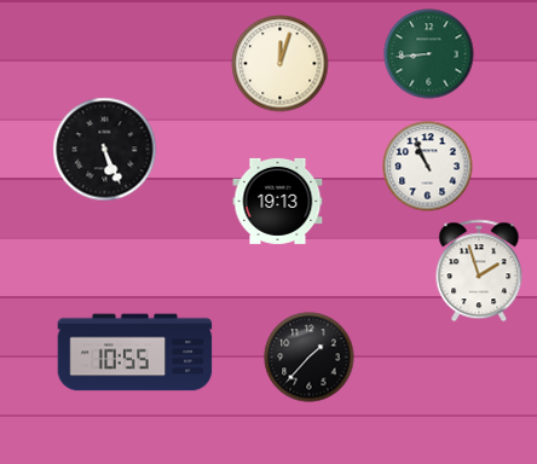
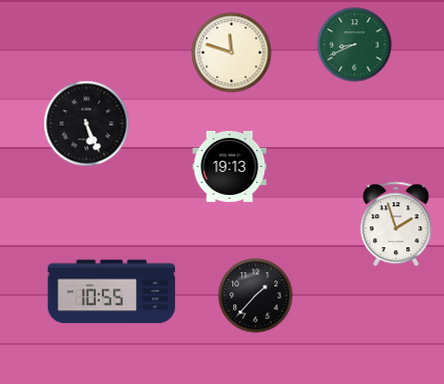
clock at (429, 54): 8:44 -> 8:41
clock at (281, 64): 12:03 -> 11:48
clock at (428, 167): 10:56 -> none
